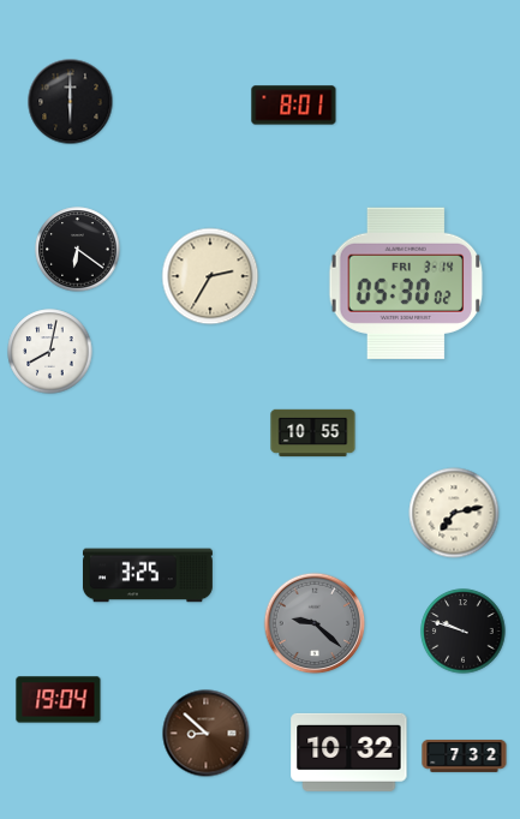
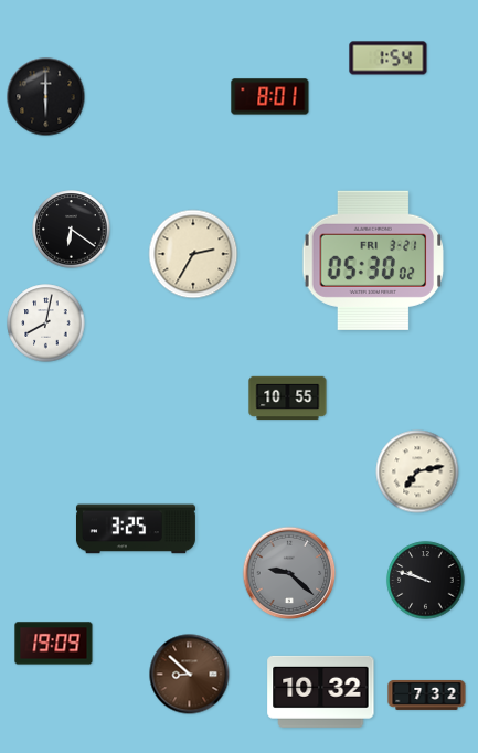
clock at (389, 59): none -> 1:54
clock at (71, 102) position: (71, 102) -> (46, 97)
clock at (406, 283) date: FRI 3-14 -> FRI 3-21
clock at (59, 700): 19:04 -> 19:09
